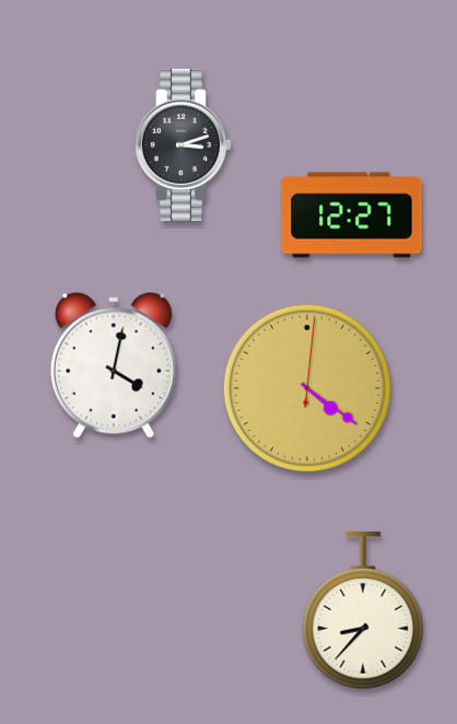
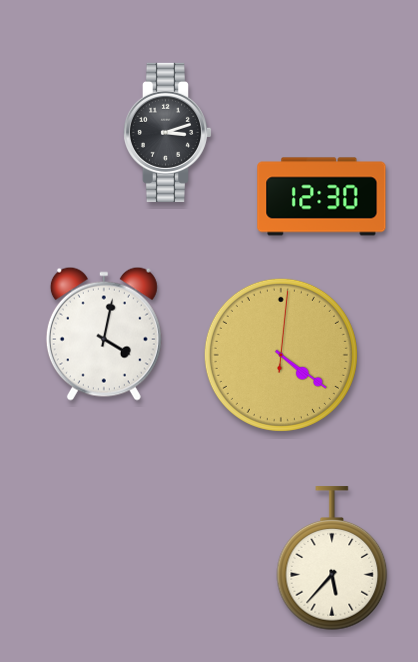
clock at (352, 215): 12:27 -> 12:30
clock at (363, 611): 8:37 -> 5:37
